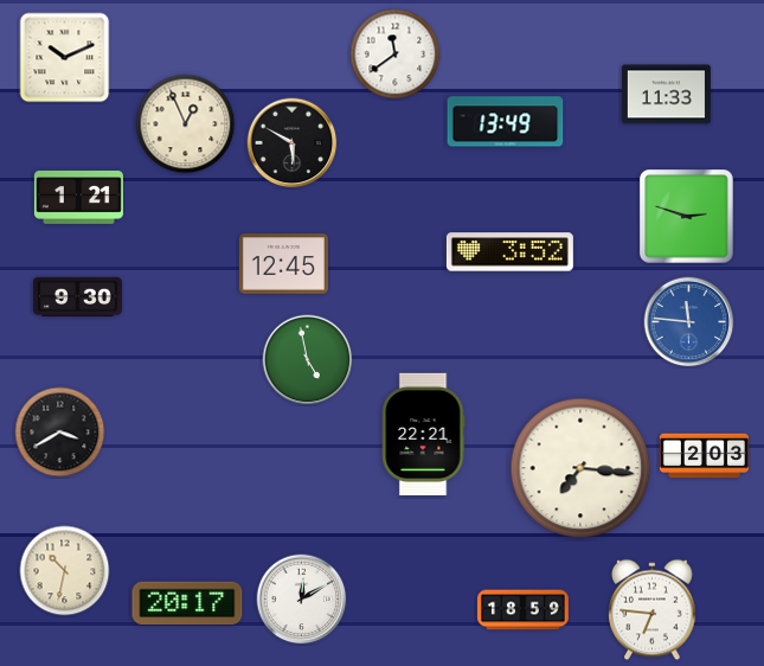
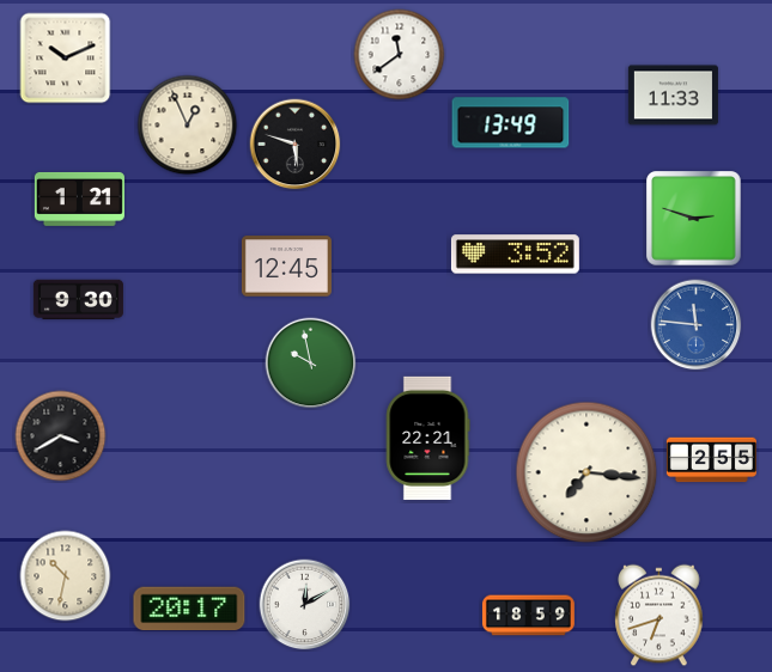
clock at (293, 143): 5:50 -> 5:48
clock at (308, 360): 4:58 -> 9:58
clock at (704, 456): 2:03 -> 2:55
clock at (653, 610): 6:46 -> 6:42
